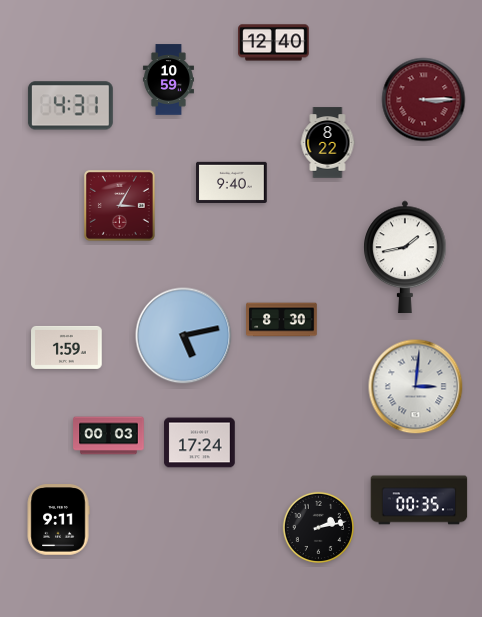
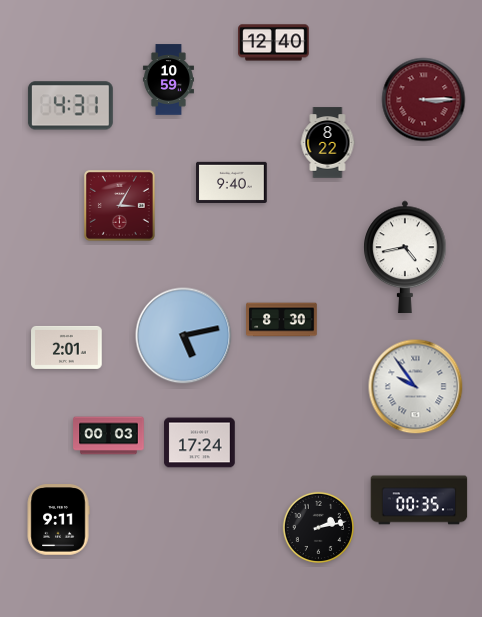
clock at (405, 257): 1:43 -> 4:43
clock at (67, 347): 1:59 -> 2:01
clock at (416, 387): 3:01 -> 9:54
